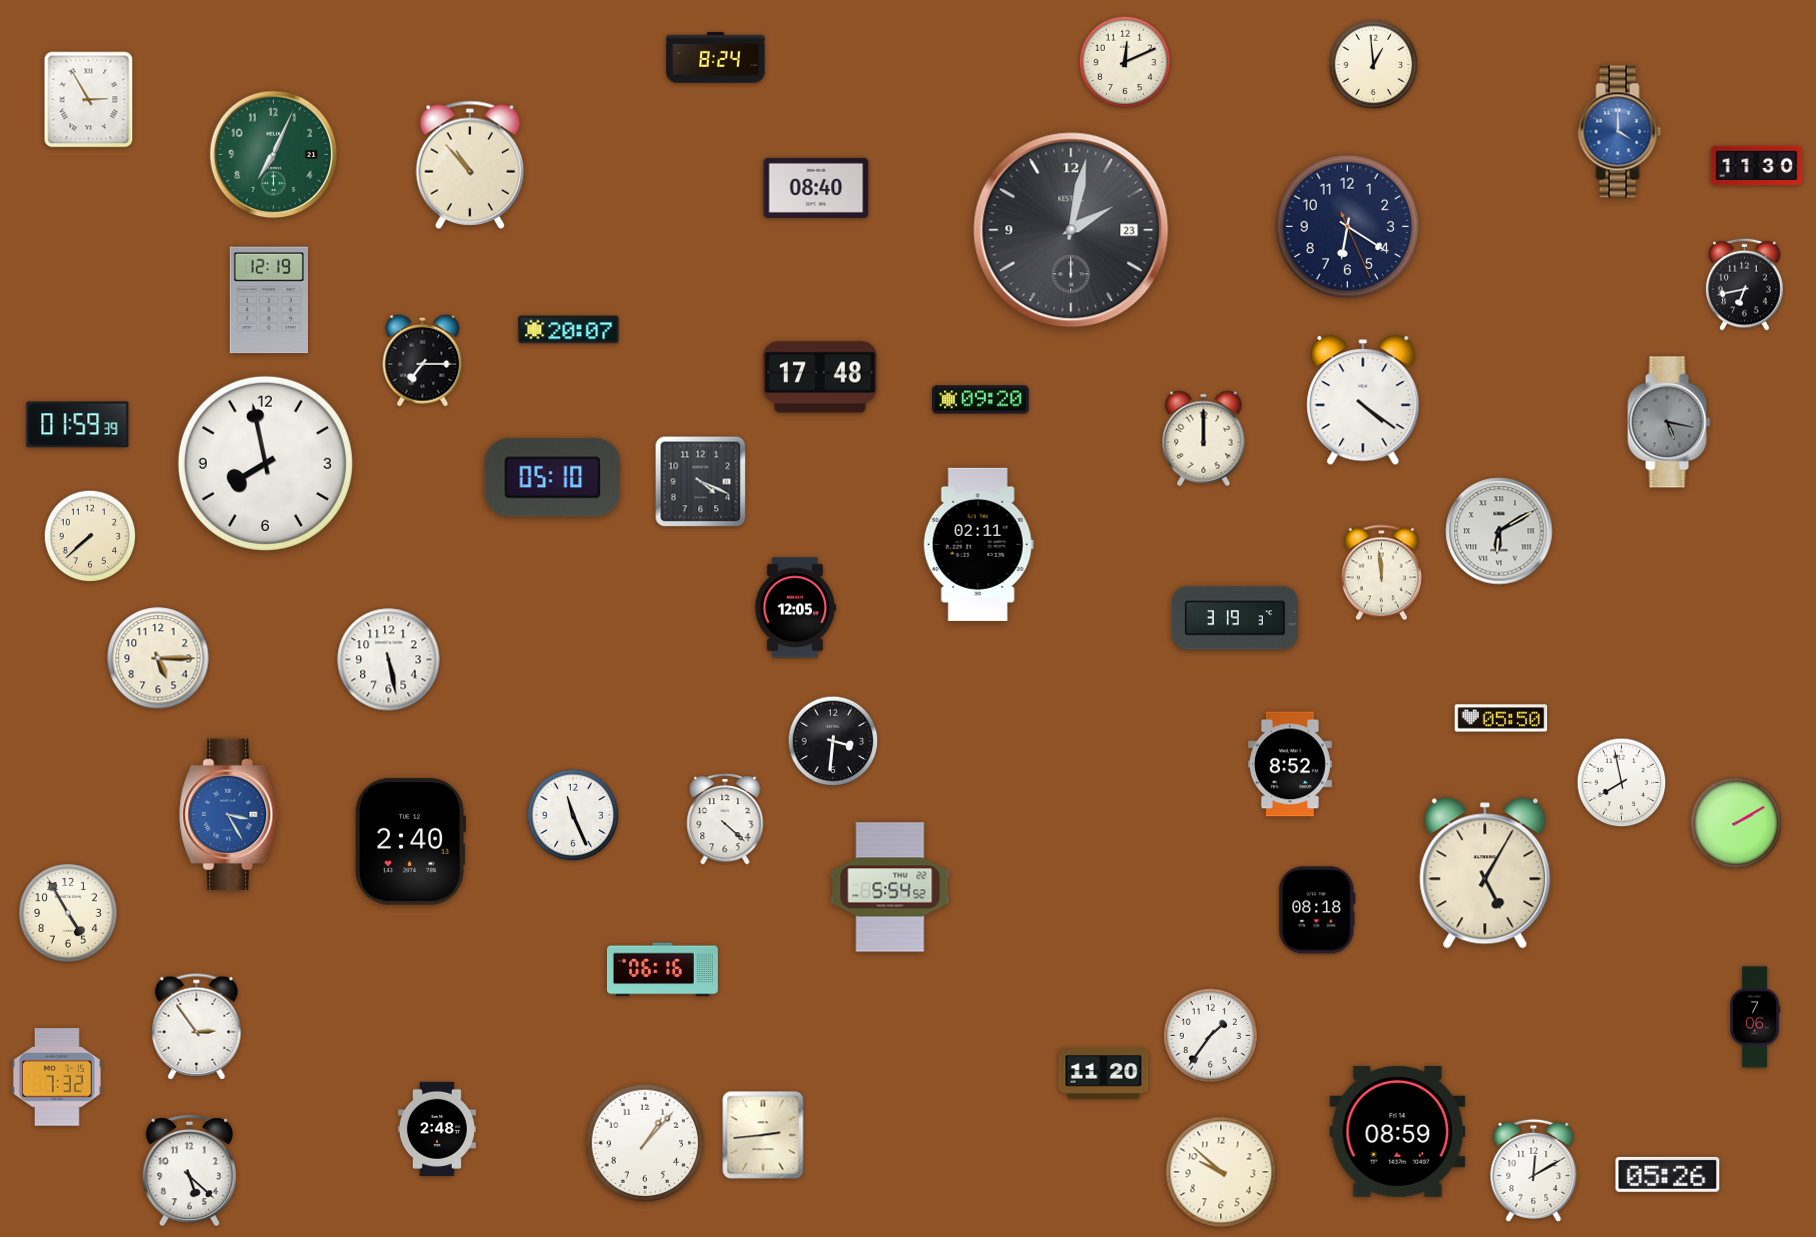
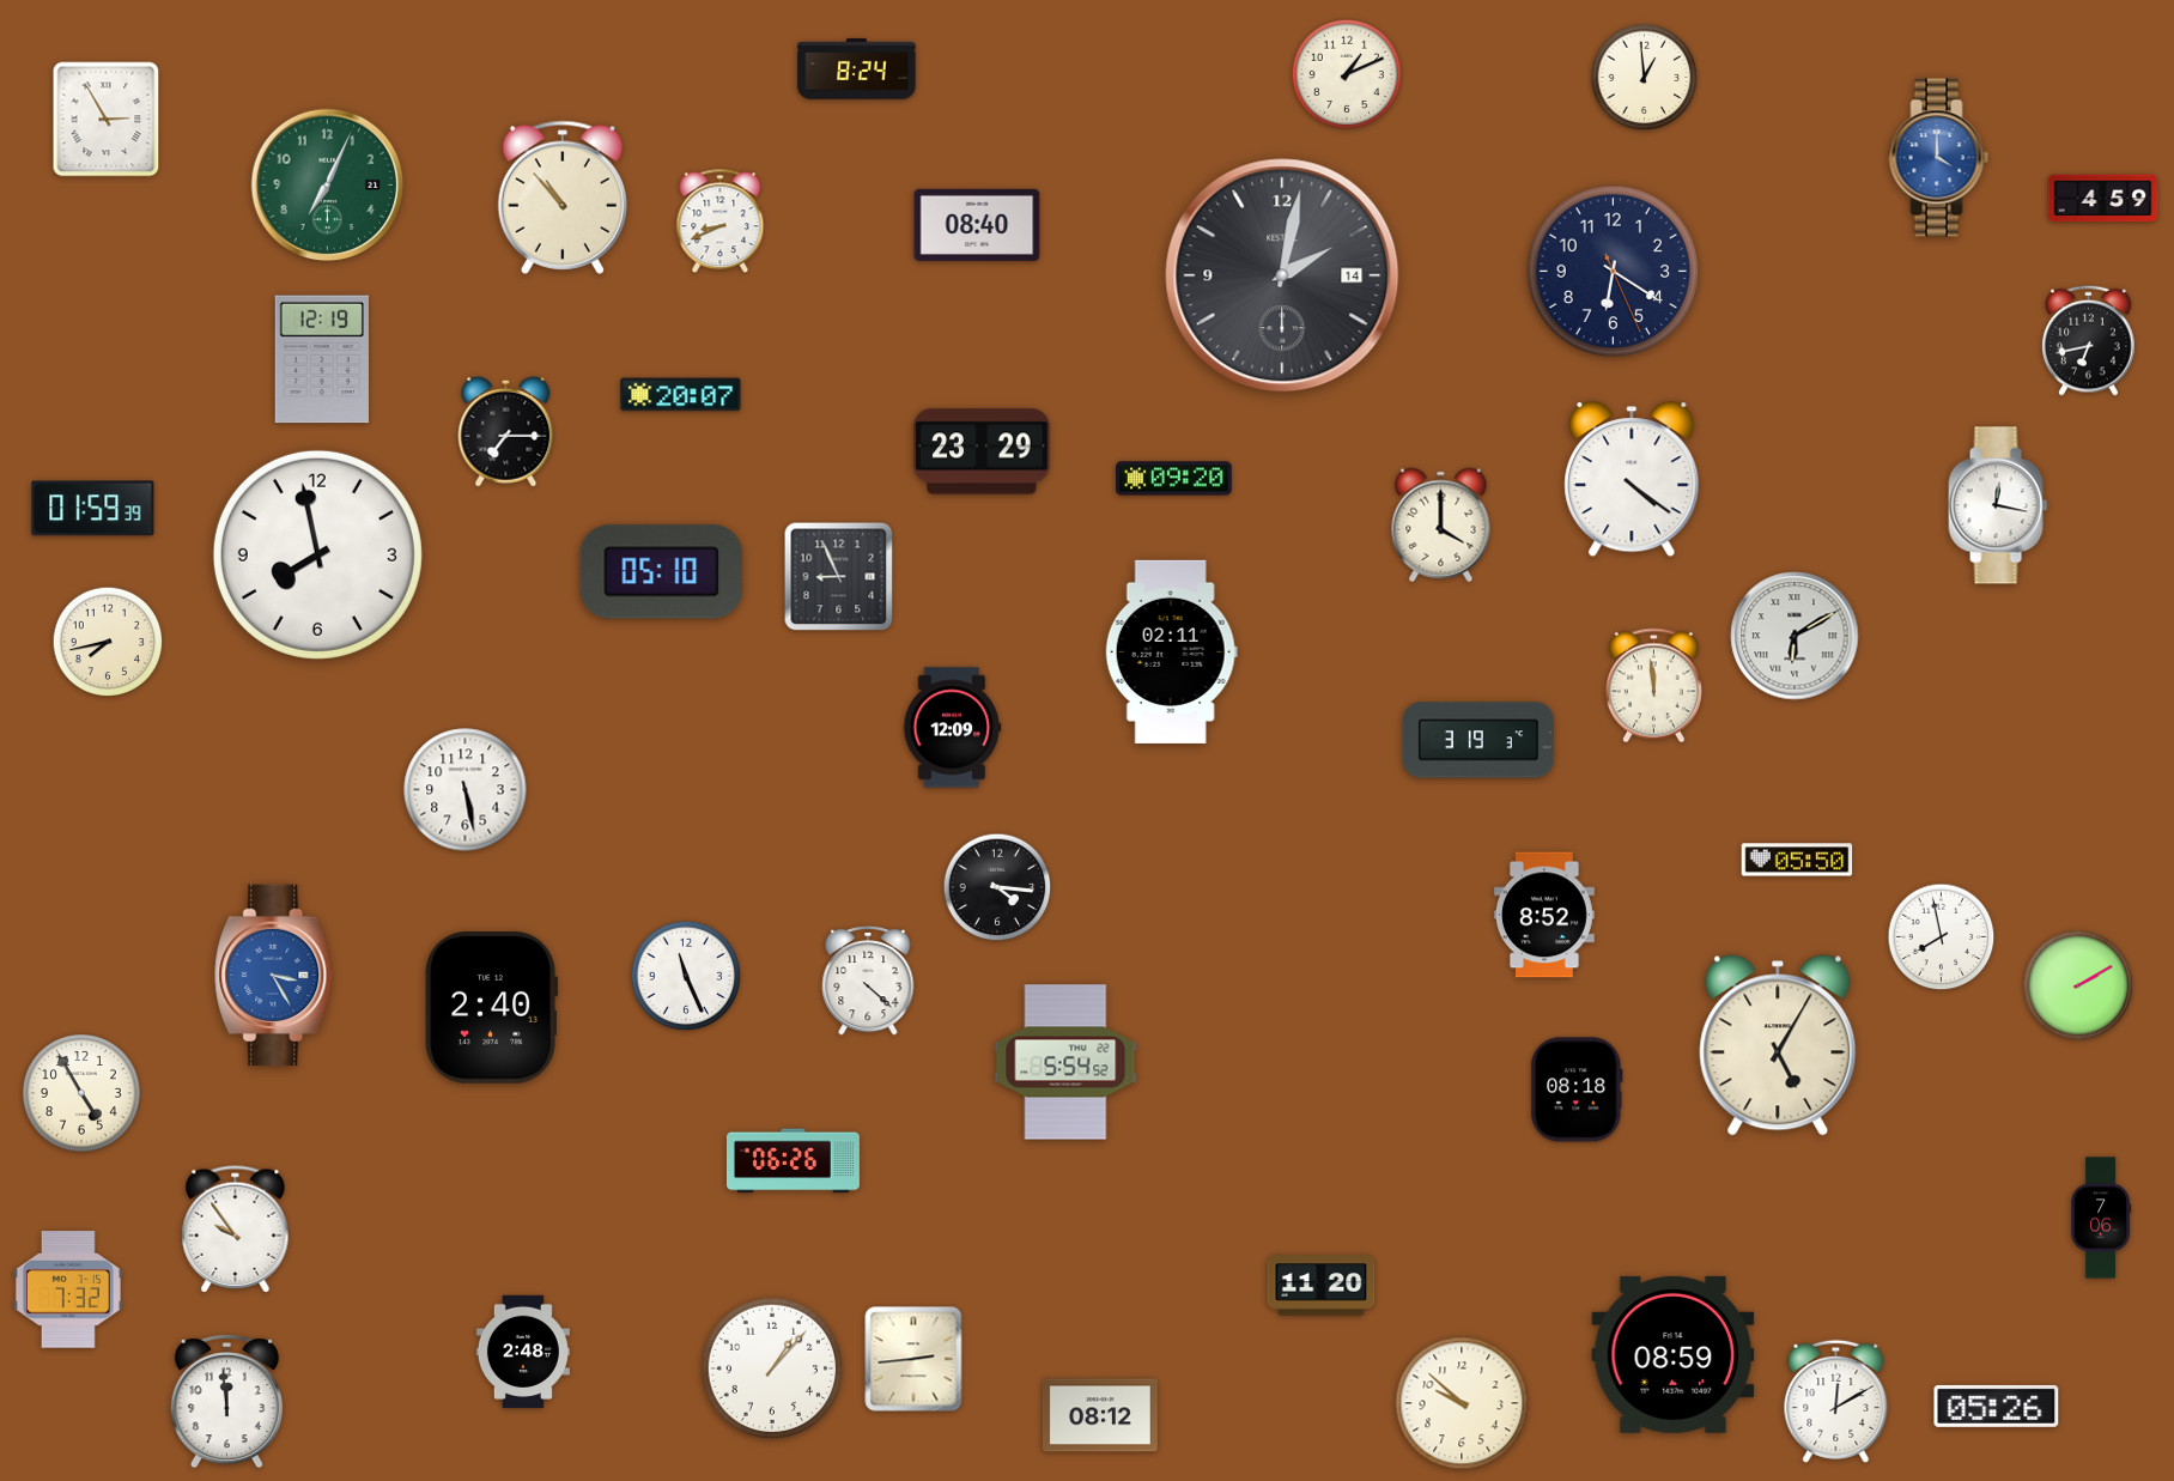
clock at (1125, 62): 12:11 -> 1:11
clock at (1757, 166): 11:30 -> 4:59
clock at (721, 221): none -> 8:41
clock at (1071, 230) date: 23 -> 14
clock at (820, 377): 17:48 -> 23:29
clock at (1669, 422): 5:17 -> 12:17
clock at (1669, 422) dial: grey -> white
clock at (1204, 439): 12:00 -> 4:00
clock at (701, 482): 4:19 -> 8:56
clock at (90, 536): 7:38 -> 7:43
clock at (795, 608): 12:05 -> 12:09
clock at (158, 658): 5:15 -> none
clock at (833, 741): 3:31 -> 4:16
clock at (662, 970): 06:16 -> 06:26
clock at (197, 1027): 2:54 -> 9:54
clock at (1210, 1035): 1:36 -> none
clock at (189, 1171): 5:22 -> 11:59
clock at (1100, 1415): none -> 08:12
